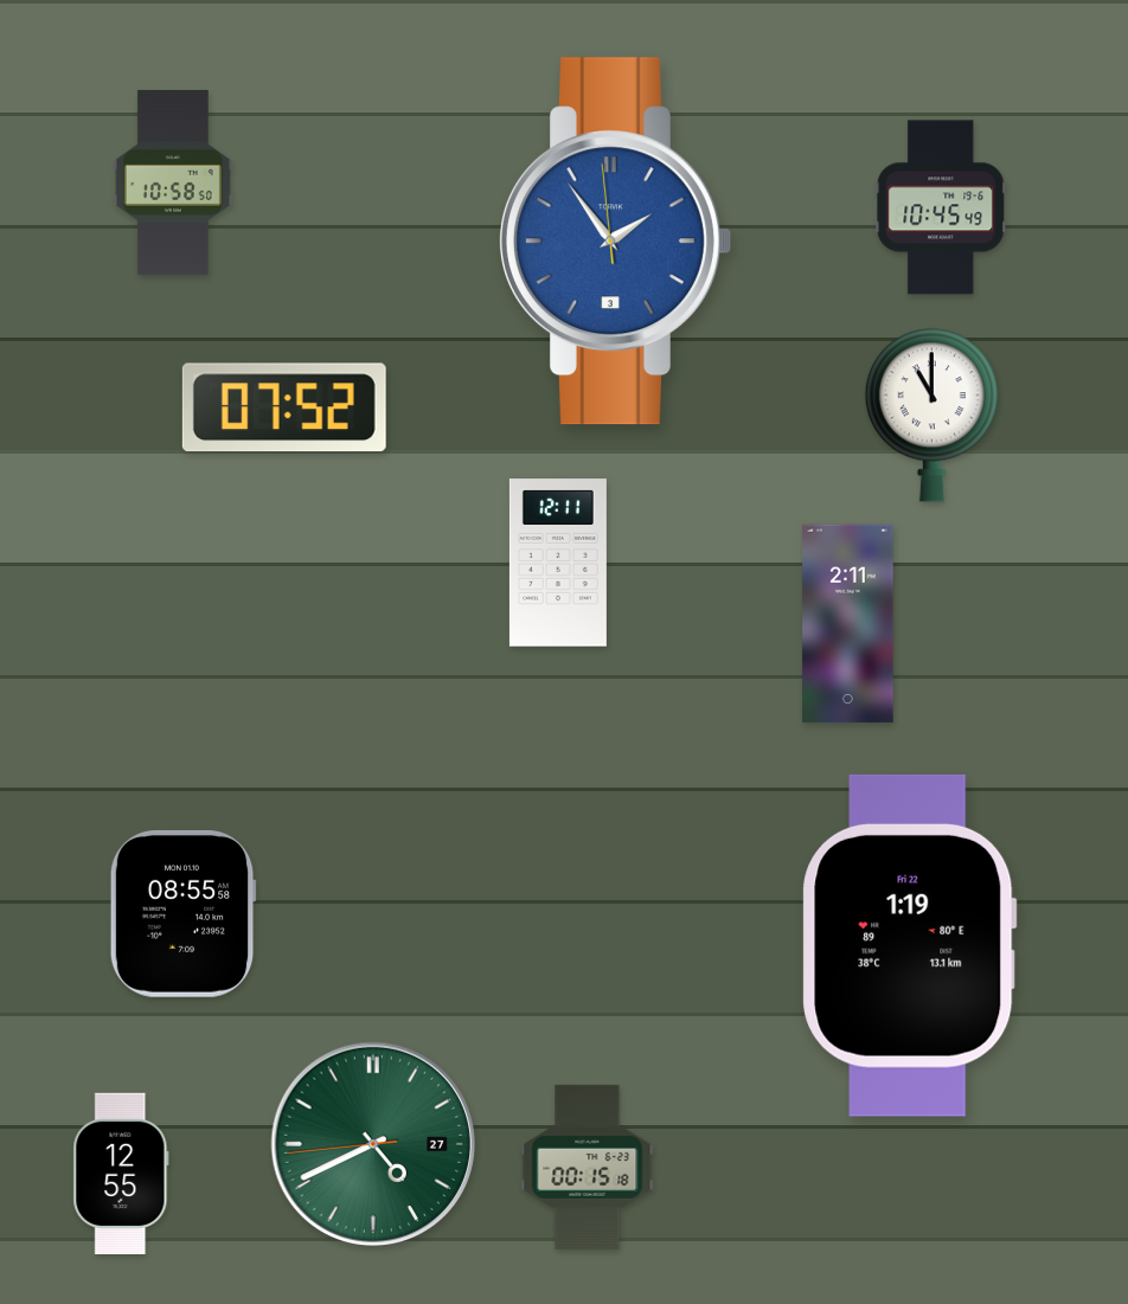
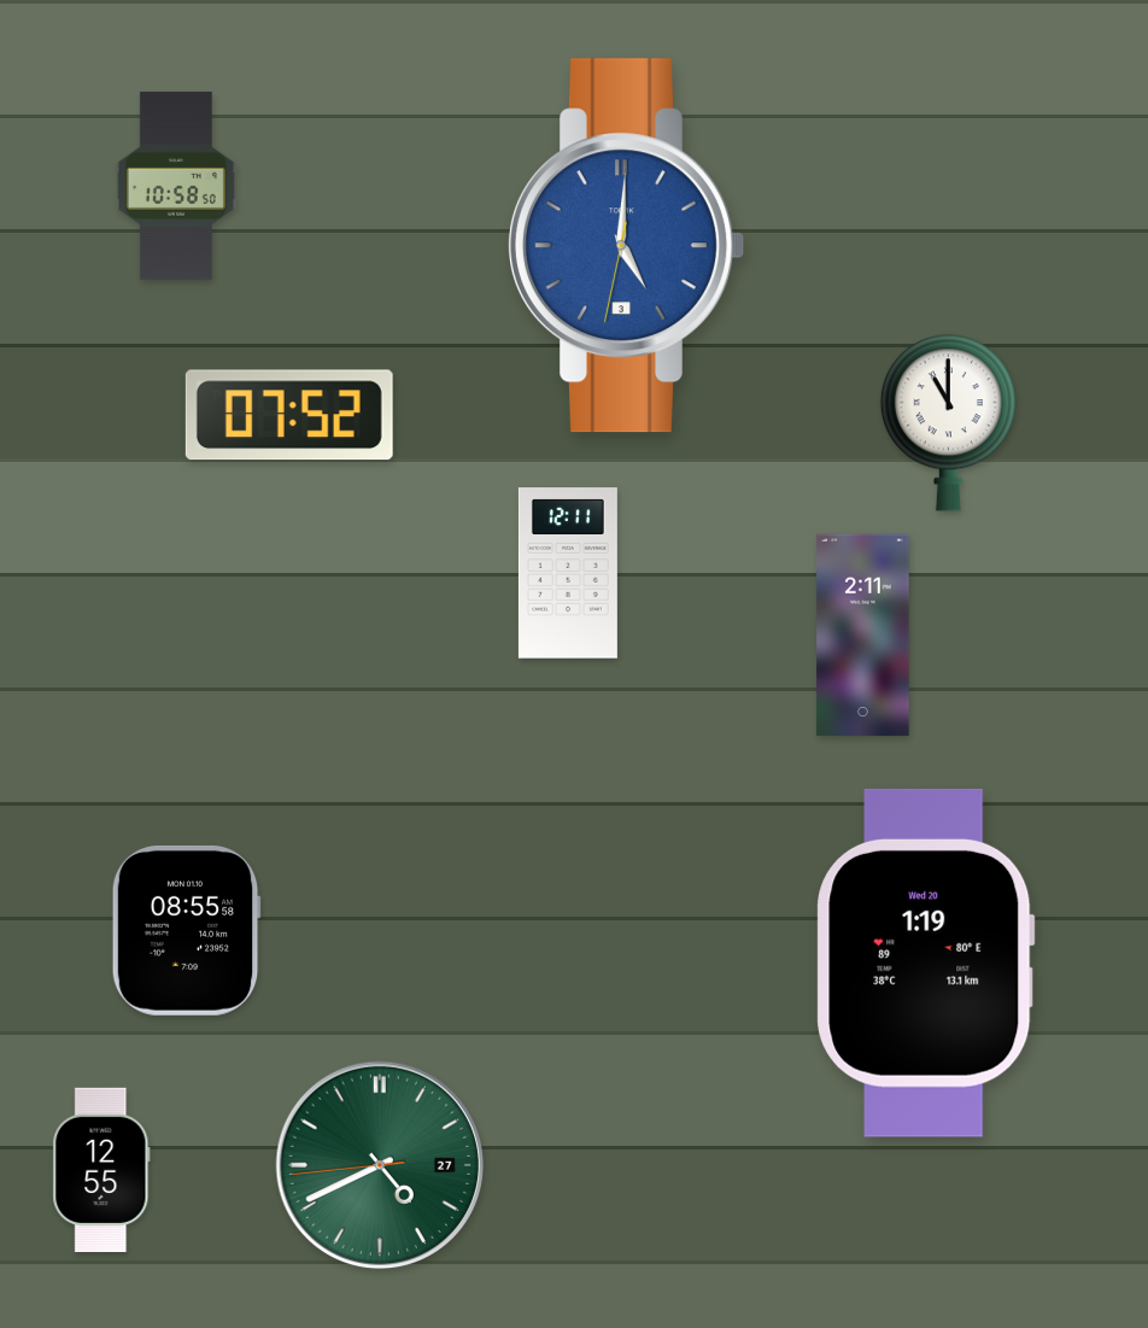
clock at (941, 207): 10:45 -> none
clock at (616, 242): 1:53 -> 5:00
clock at (910, 945) date: Fri 22 -> Wed 20
clock at (588, 1167): 00:15 -> none
clock at (121, 1173) position: (121, 1173) -> (101, 1169)
